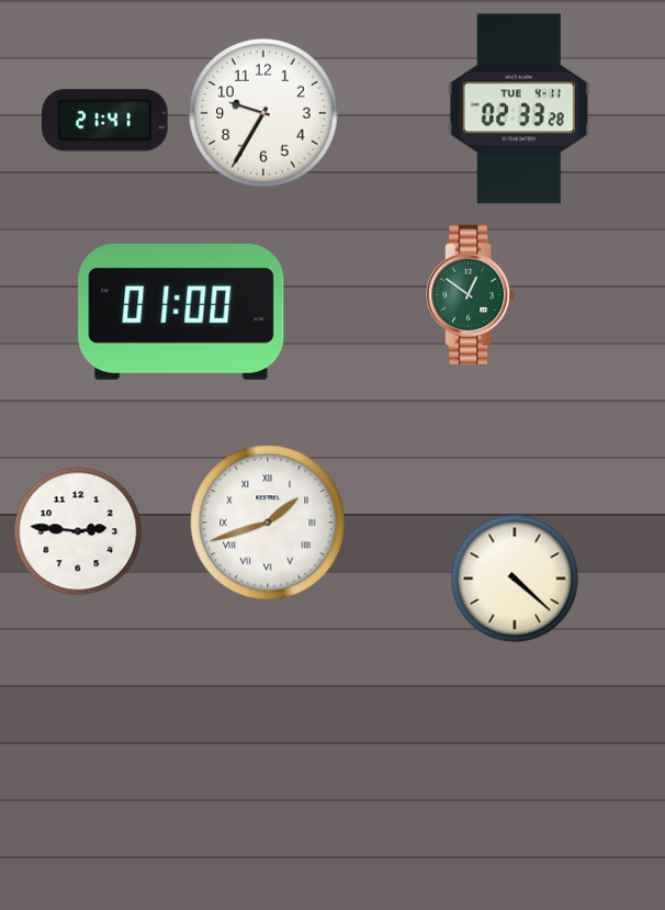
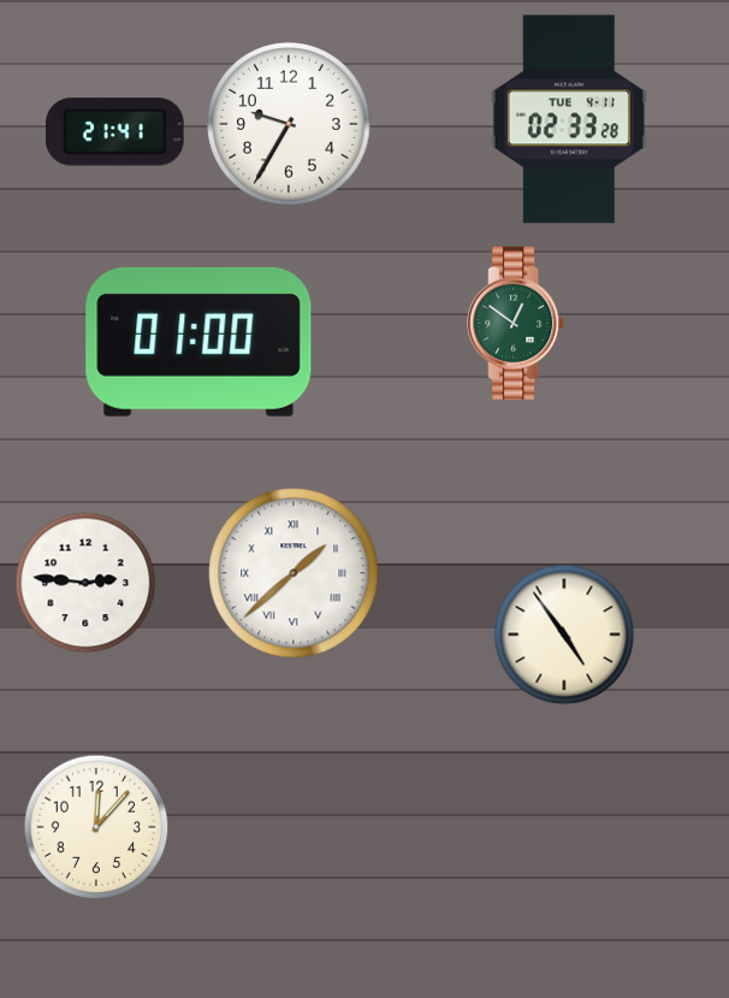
clock at (268, 523): 1:42 -> 1:38
clock at (515, 578): 4:22 -> 4:54
clock at (96, 827): none -> 12:07
